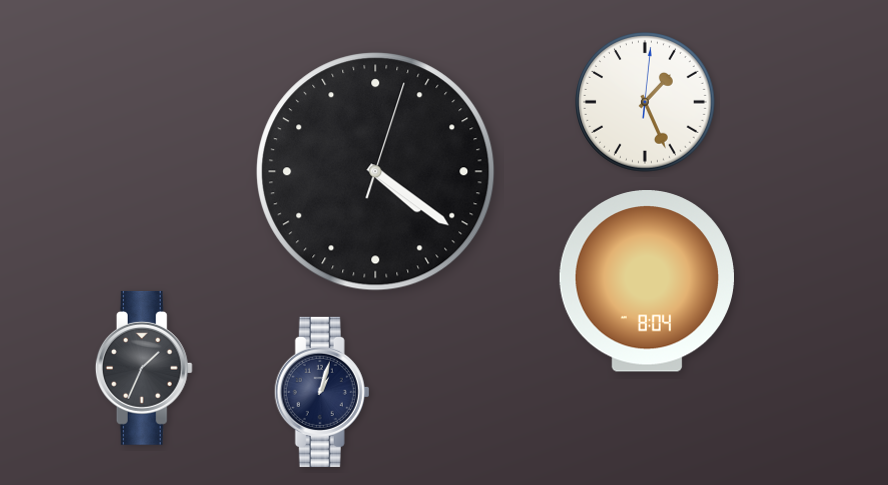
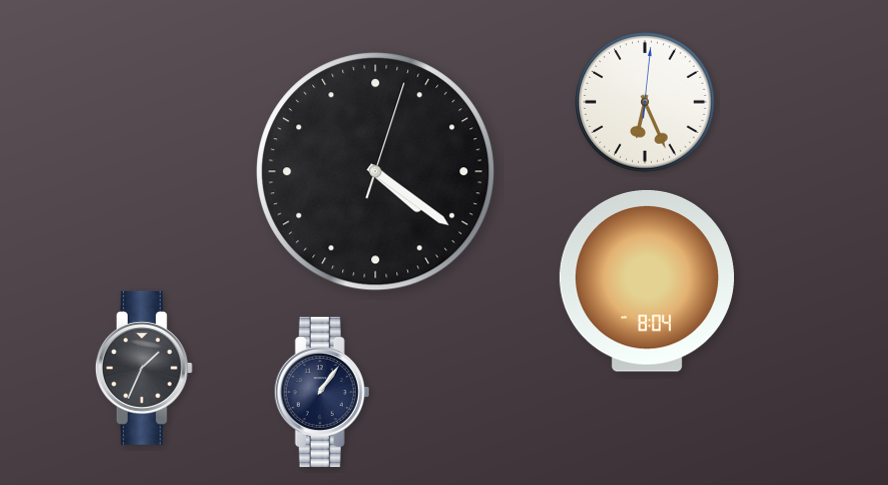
clock at (646, 103): 1:26 -> 6:26
clock at (322, 392): 1:03 -> 1:06
